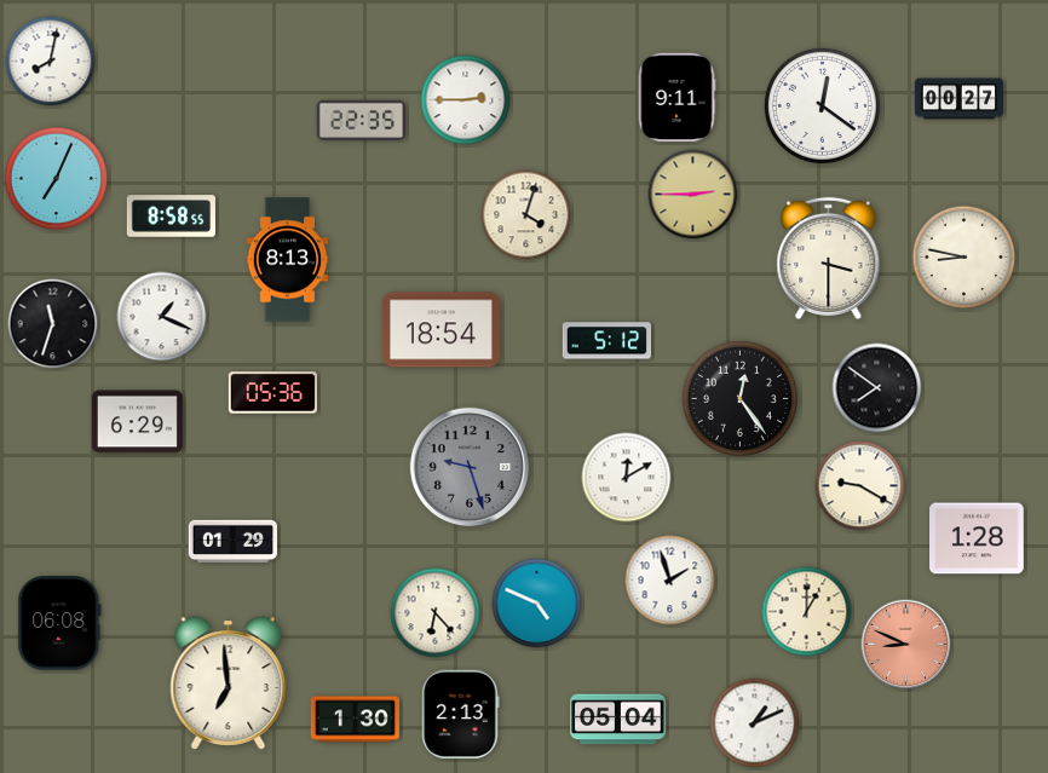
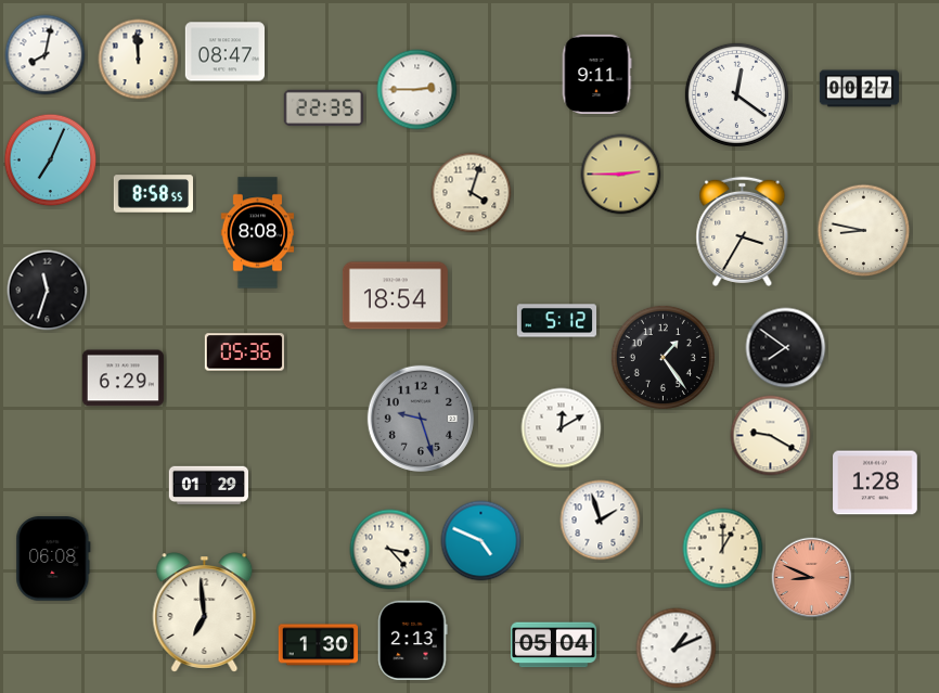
clock at (224, 52): none -> 08:47
clock at (139, 60): none -> 11:59
clock at (676, 97) position: (676, 97) -> (596, 74)
clock at (829, 258): 3:30 -> 3:35
clock at (288, 260): 8:13 -> 8:08
clock at (162, 317): 1:19 -> none
clock at (606, 341) position: (606, 341) -> (556, 321)
clock at (739, 398): 12:24 -> 1:24
clock at (436, 613): 6:23 -> 3:23
